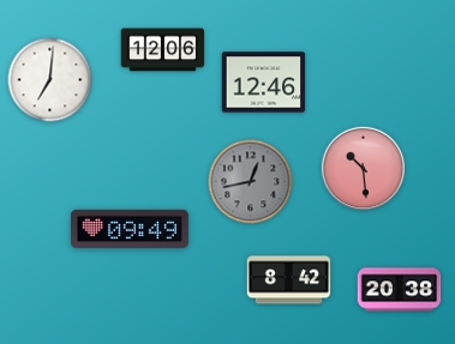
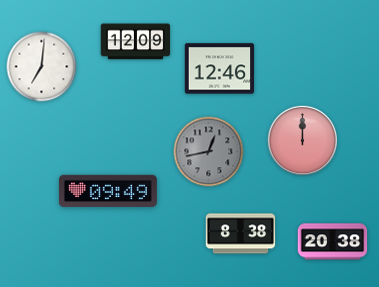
clock at (163, 50): 12:06 -> 12:09
clock at (363, 168): 10:29 -> 12:00
clock at (289, 280): 8:42 -> 8:38
